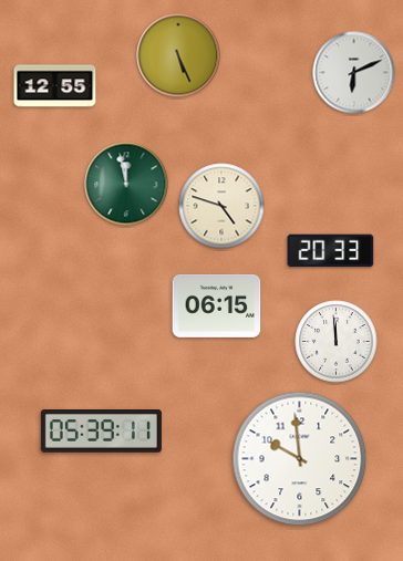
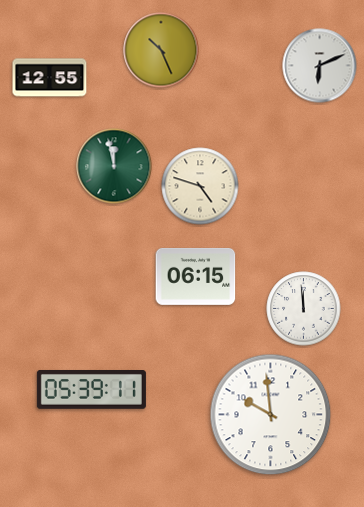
clock at (178, 55): 5:26 -> 10:26
clock at (331, 251): 20:33 -> none
